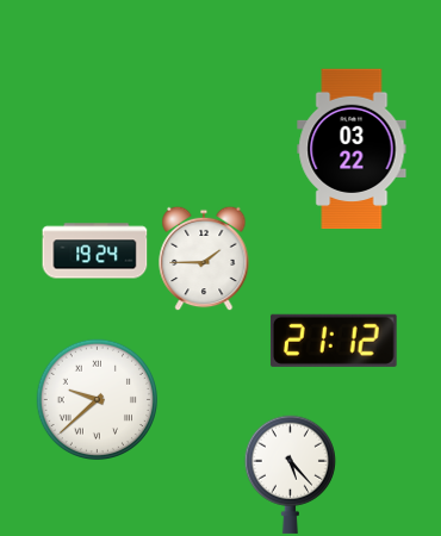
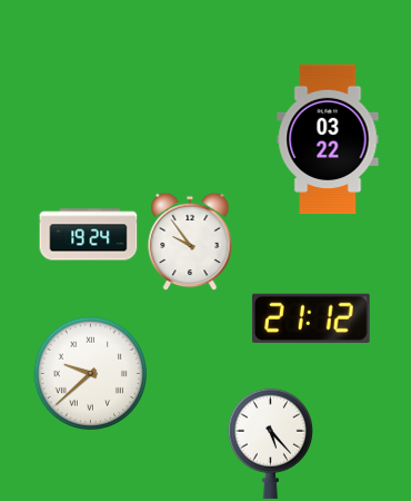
clock at (204, 258): 1:45 -> 9:54
